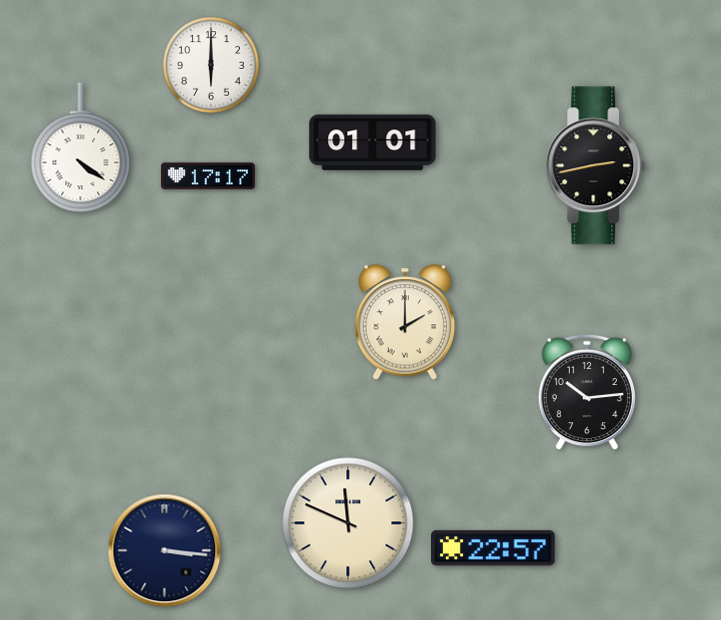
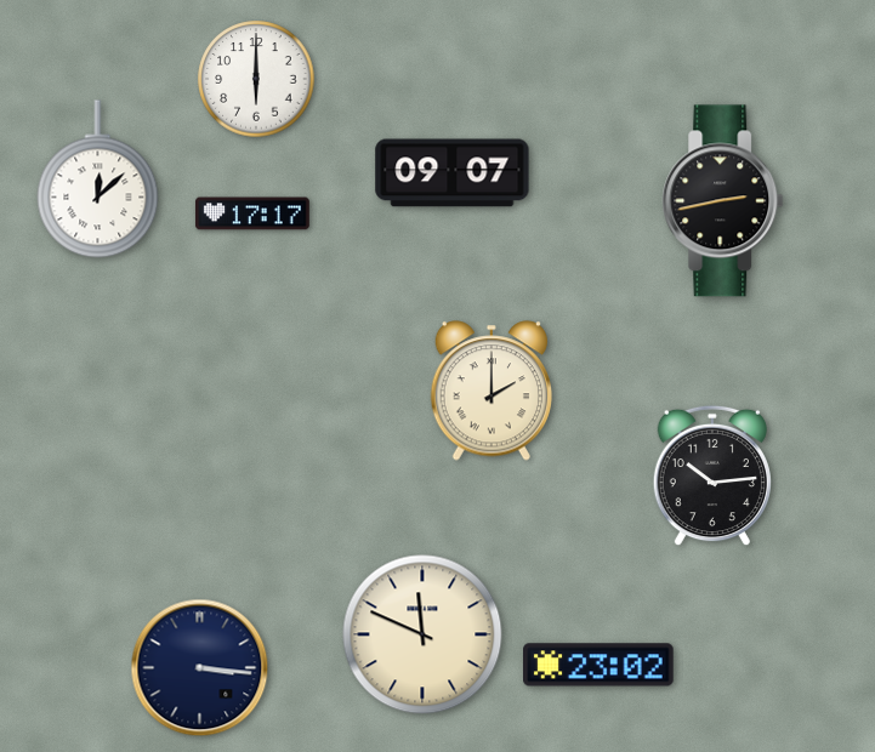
clock at (373, 143): 01:01 -> 09:07
clock at (81, 148): 4:21 -> 12:08
clock at (494, 548): 22:57 -> 23:02
